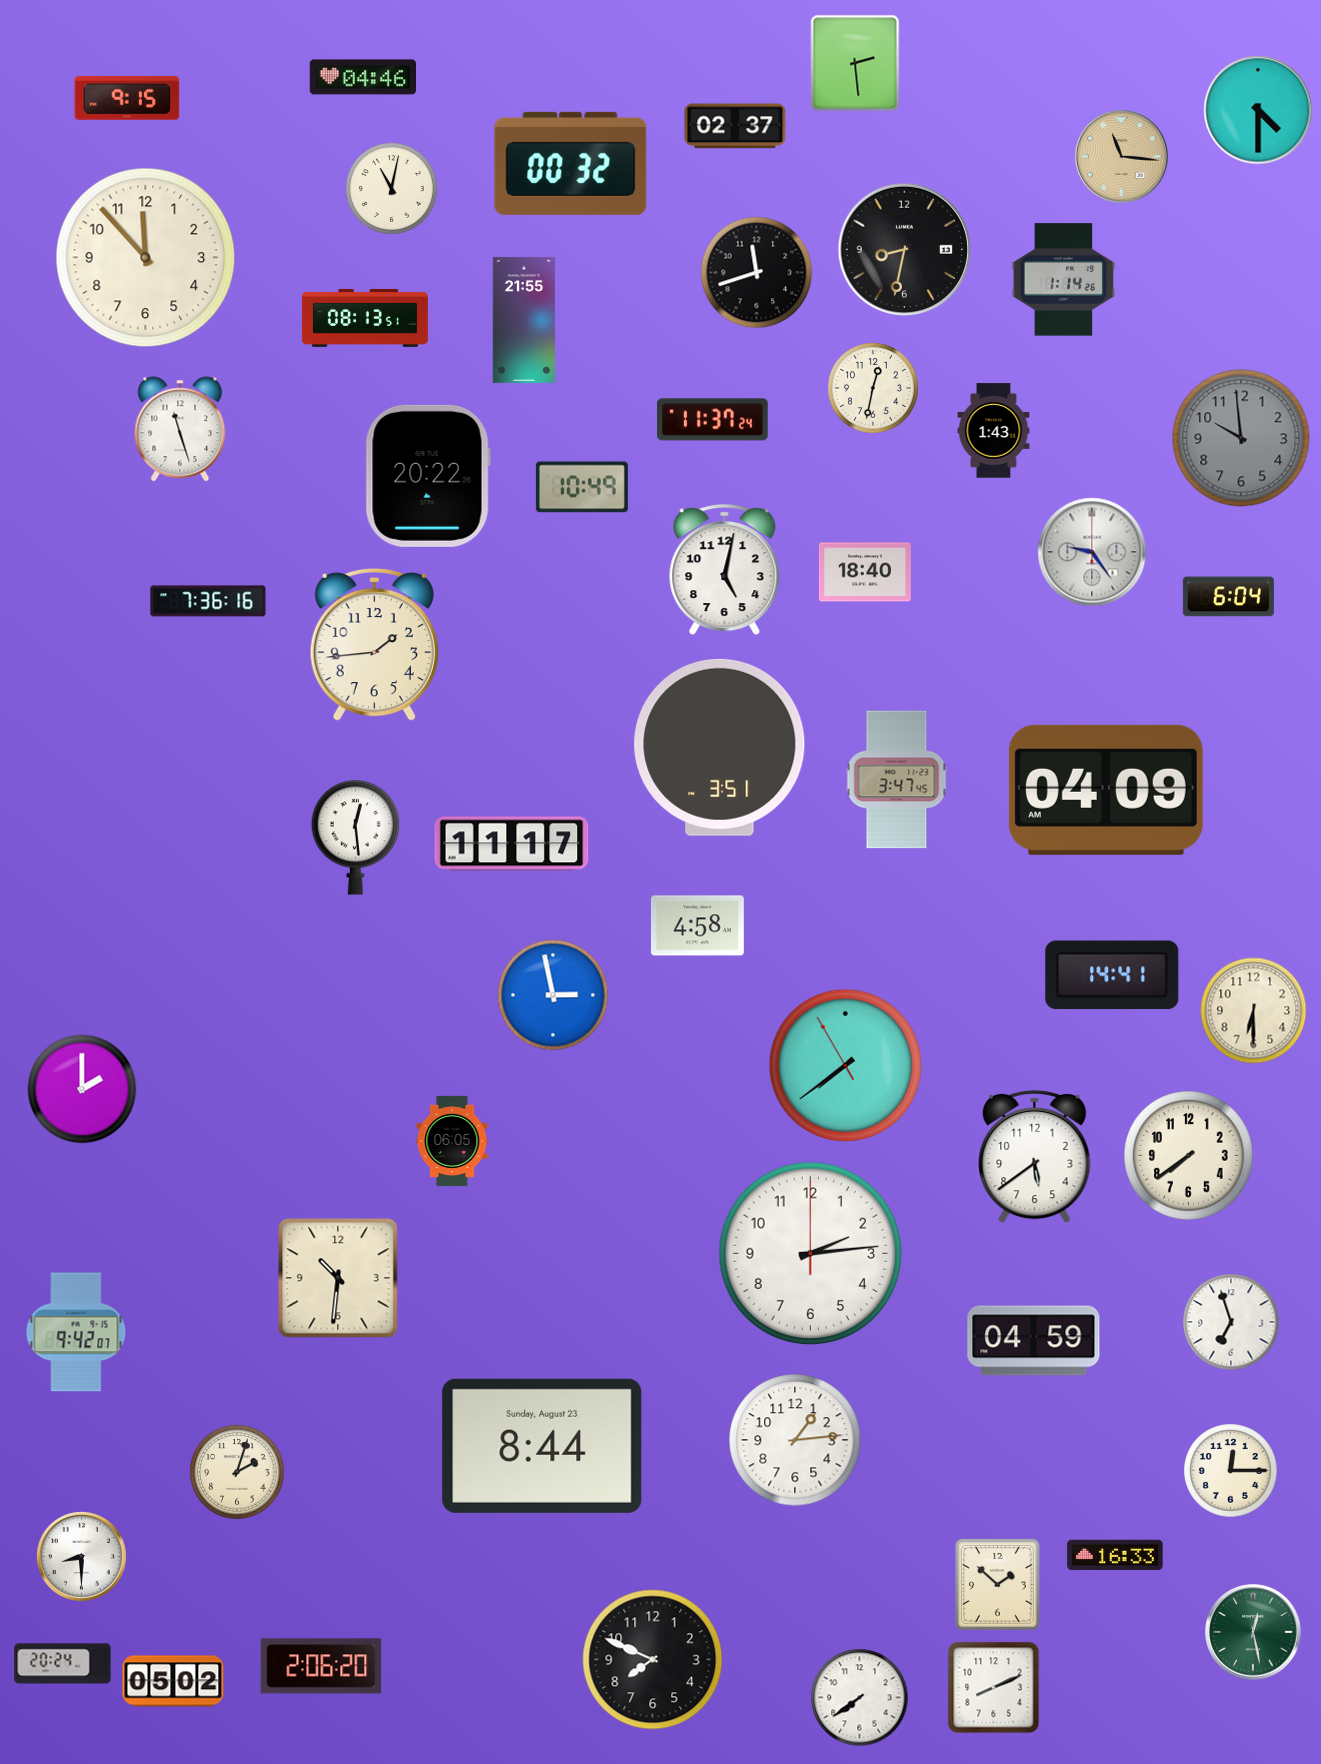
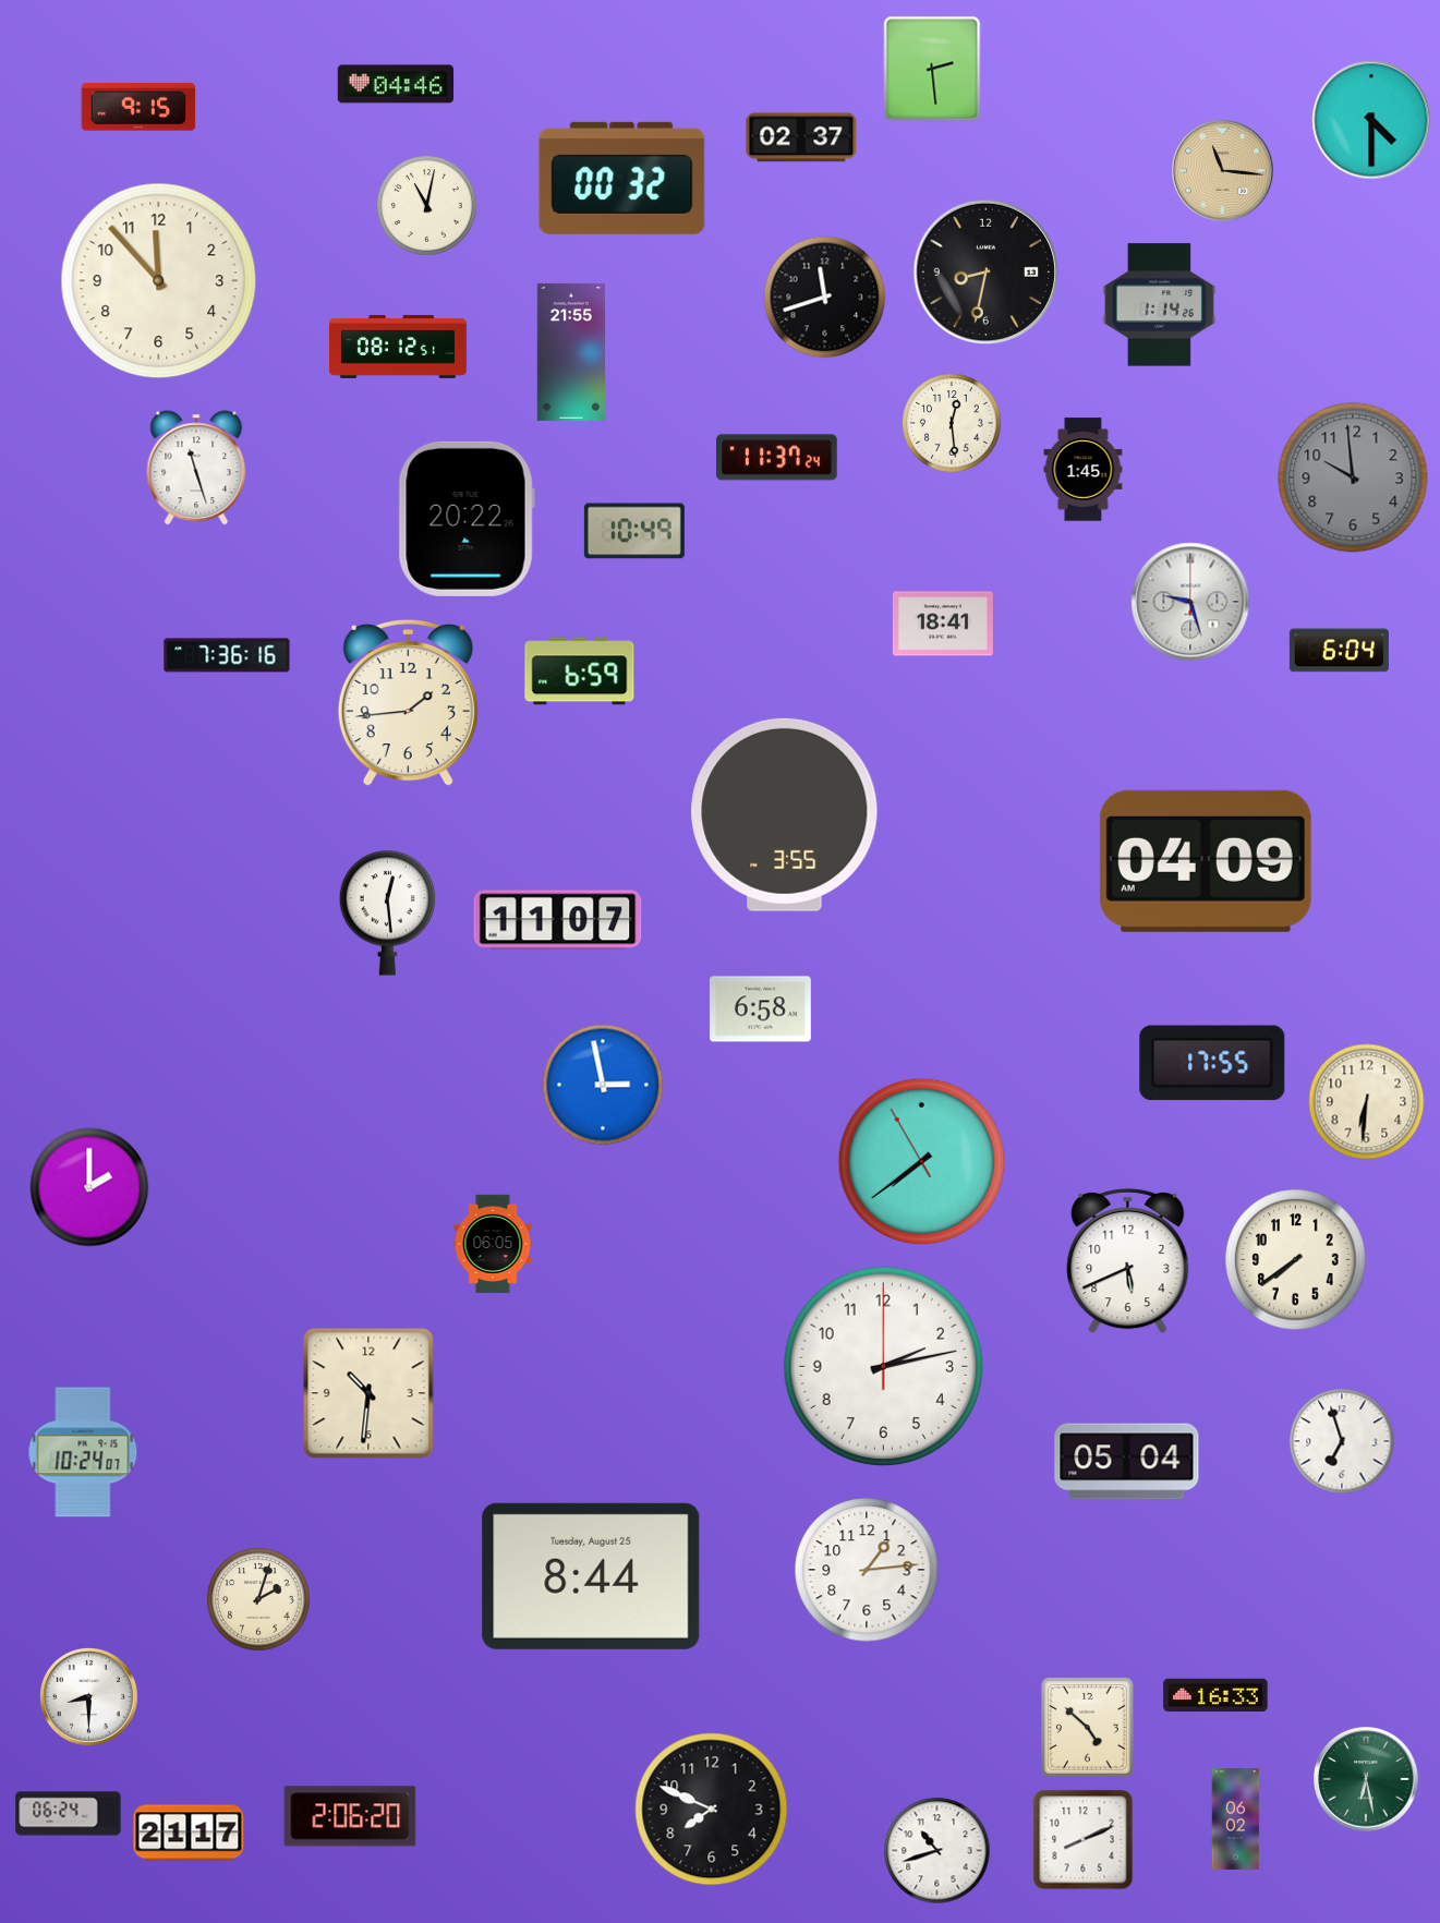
clock at (365, 318): 08:13 -> 08:12
clock at (523, 320) position: (523, 320) -> (570, 352)
clock at (874, 389): 12:32 -> 12:29
clock at (994, 431): 1:43 -> 1:45
clock at (1092, 552): 9:24 -> 9:27
clock at (725, 570): 5:02 -> none
clock at (865, 572): 18:40 -> 18:41
clock at (580, 672): none -> 6:59
clock at (720, 747): 3:51 -> 3:55
clock at (897, 780): 3:47 -> none
clock at (512, 844): 11:17 -> 11:07
clock at (697, 926): 4:58 -> 6:58
clock at (1112, 975): 14:41 -> 17:55
clock at (1254, 1011): 6:30 -> 6:31
clock at (1035, 1157): 5:39 -> 5:41
clock at (811, 1254): 2:14 -> 2:13
clock at (76, 1332): 9:42 -> 10:24
clock at (1034, 1341): 04:59 -> 05:04
clock at (542, 1446) date: Sunday, August 23 -> Tuesday, August 25
clock at (1231, 1471): 12:15 -> none
clock at (237, 1472) position: (237, 1472) -> (258, 1599)
clock at (998, 1585): 1:52 -> 4:52
clock at (1253, 1632): 12:28 -> 6:28
clock at (63, 1664): 20:24 -> 06:24
clock at (1236, 1819): none -> 06:02
clock at (173, 1681): 05:02 -> 21:17
clock at (860, 1698): 7:39 -> 10:42
